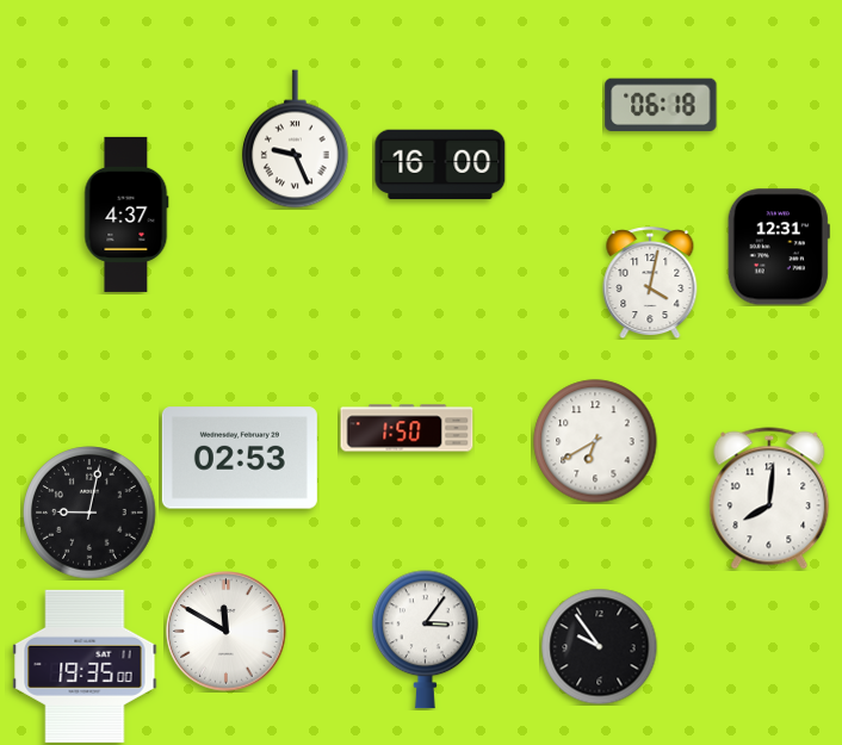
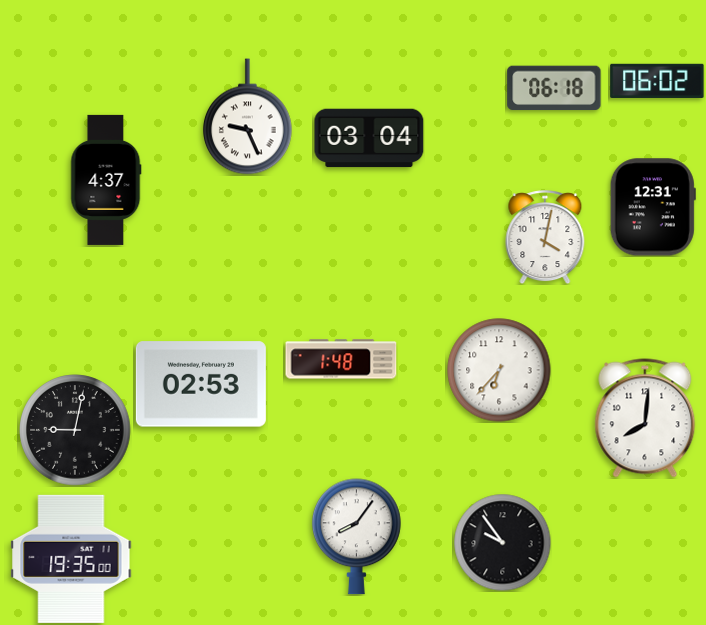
clock at (657, 81): none -> 06:02
clock at (440, 164): 16:00 -> 03:04
clock at (407, 428): 1:50 -> 1:48
clock at (595, 441): 6:40 -> 6:37
clock at (227, 632): 11:50 -> none
clock at (425, 640): 3:06 -> 8:06
